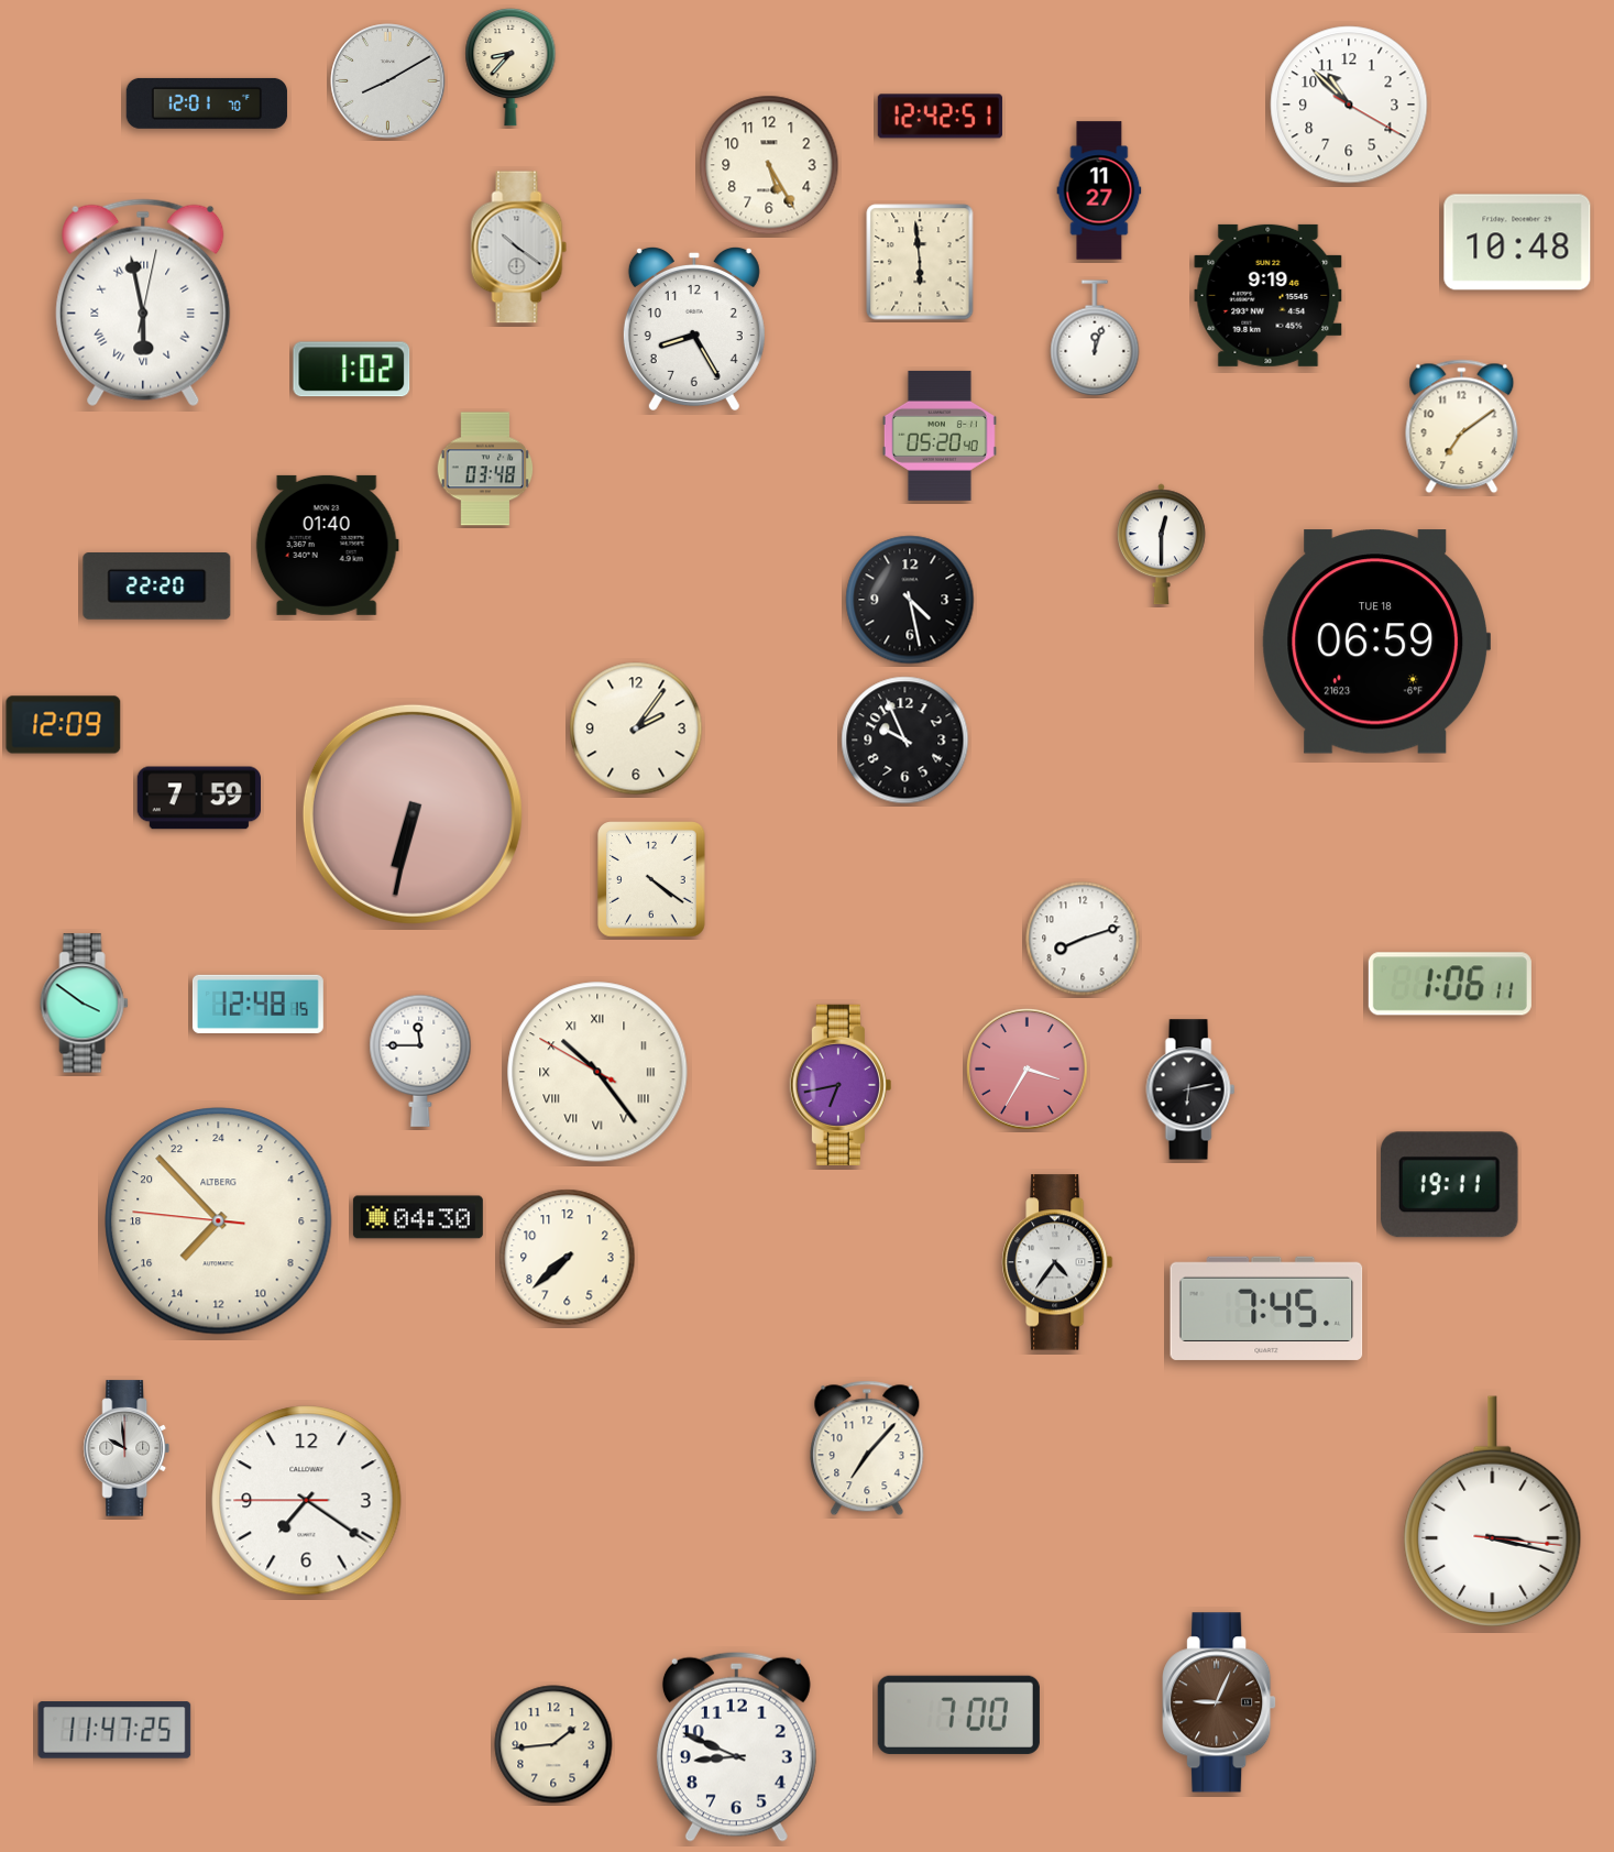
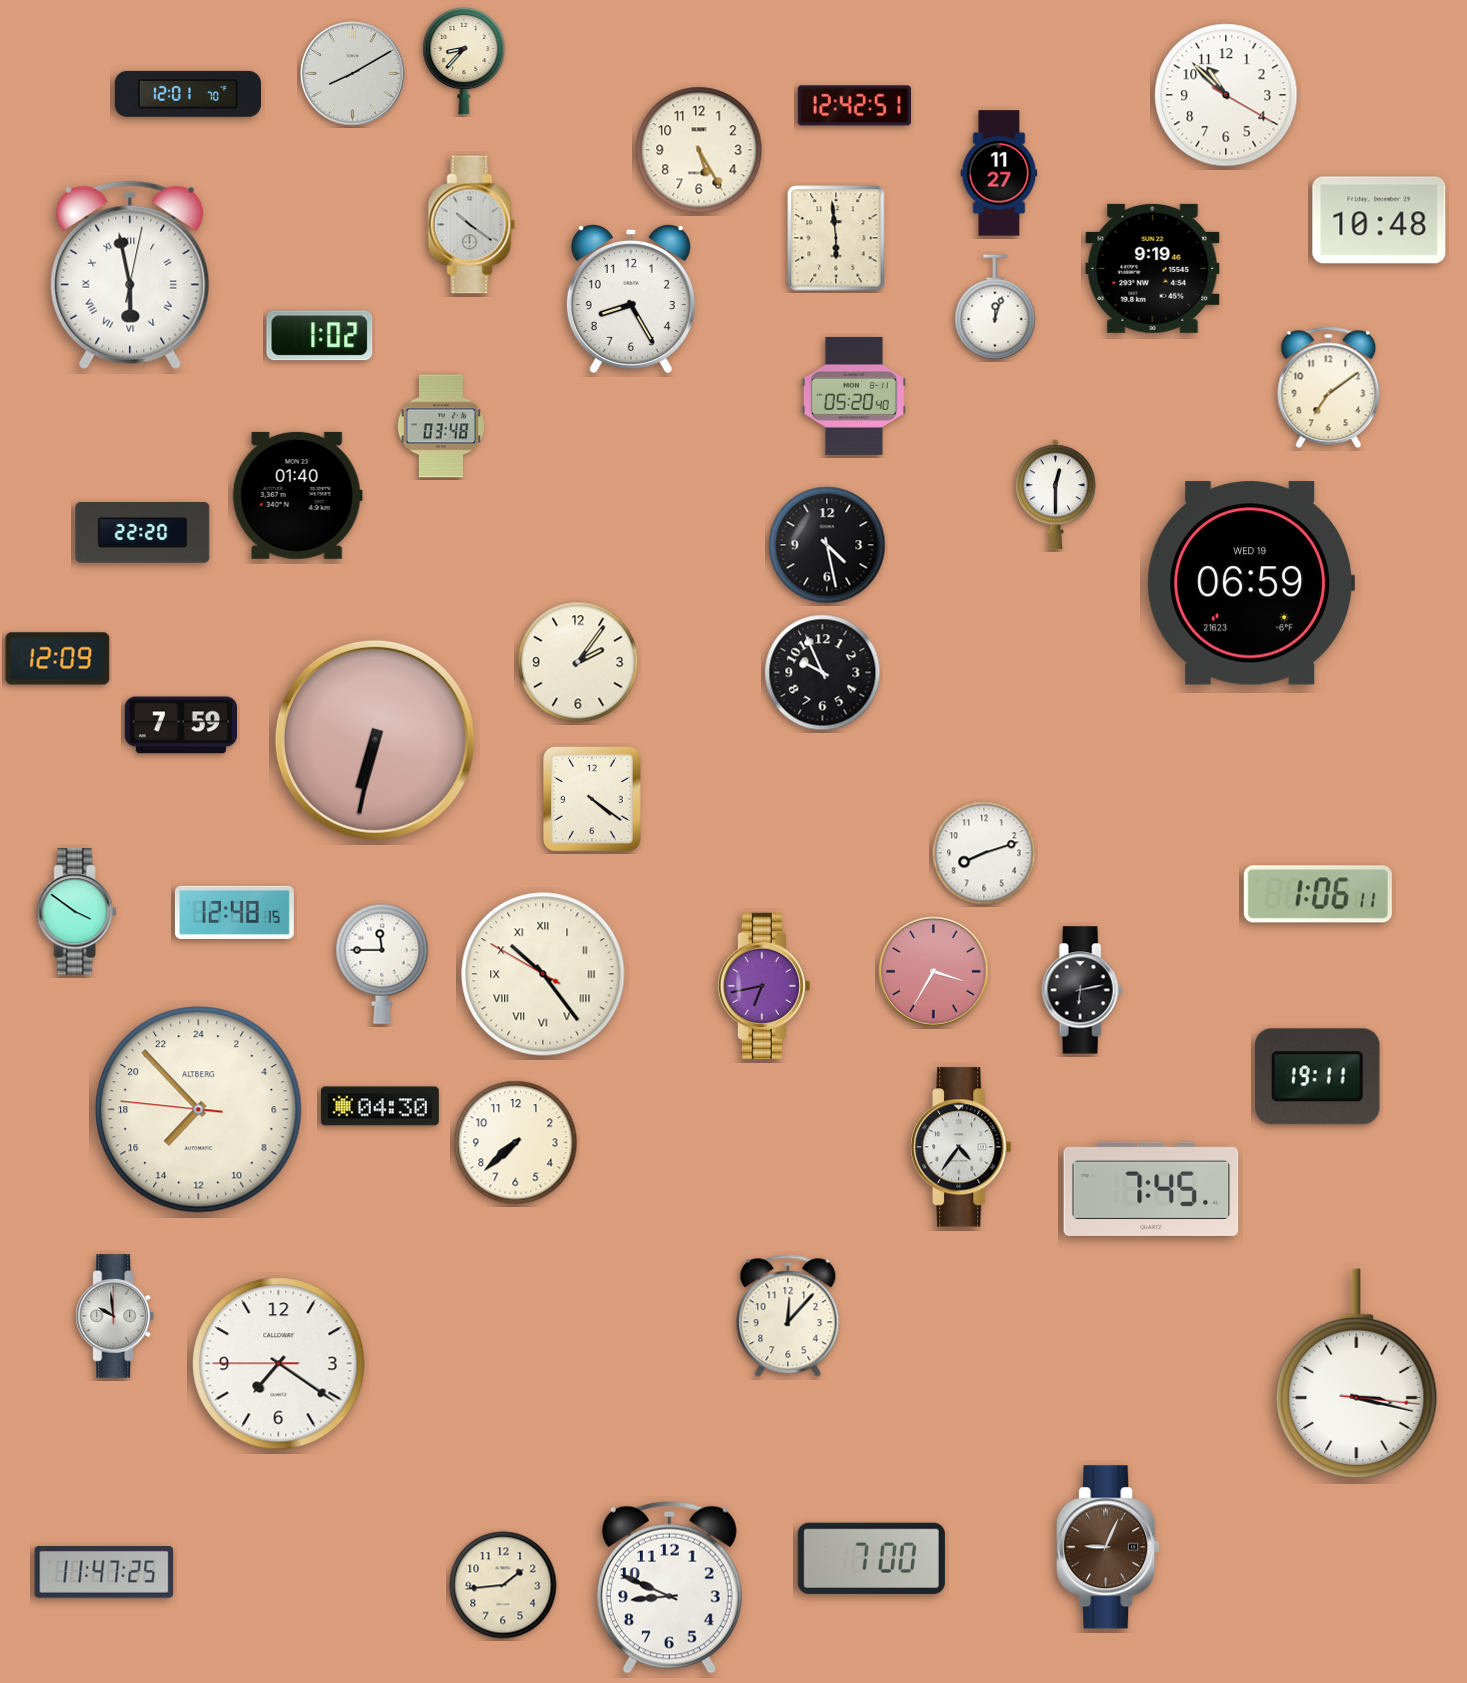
clock at (1375, 642) date: TUE 18 -> WED 19
clock at (867, 1448): 7:07 -> 12:07
